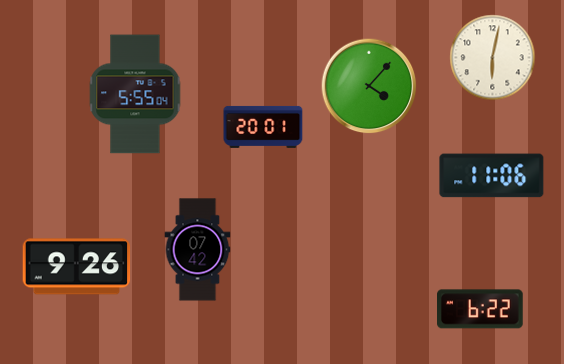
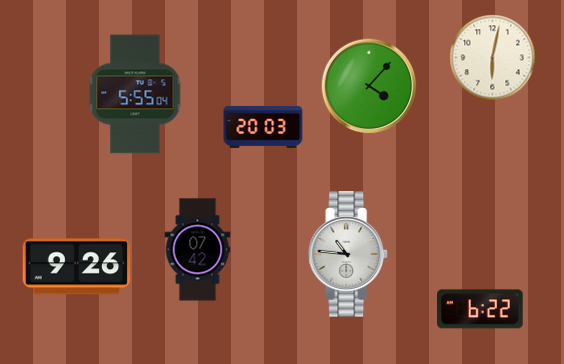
clock at (263, 127): 20:01 -> 20:03
clock at (492, 176): 11:06 -> none
clock at (348, 254): none -> 10:46
